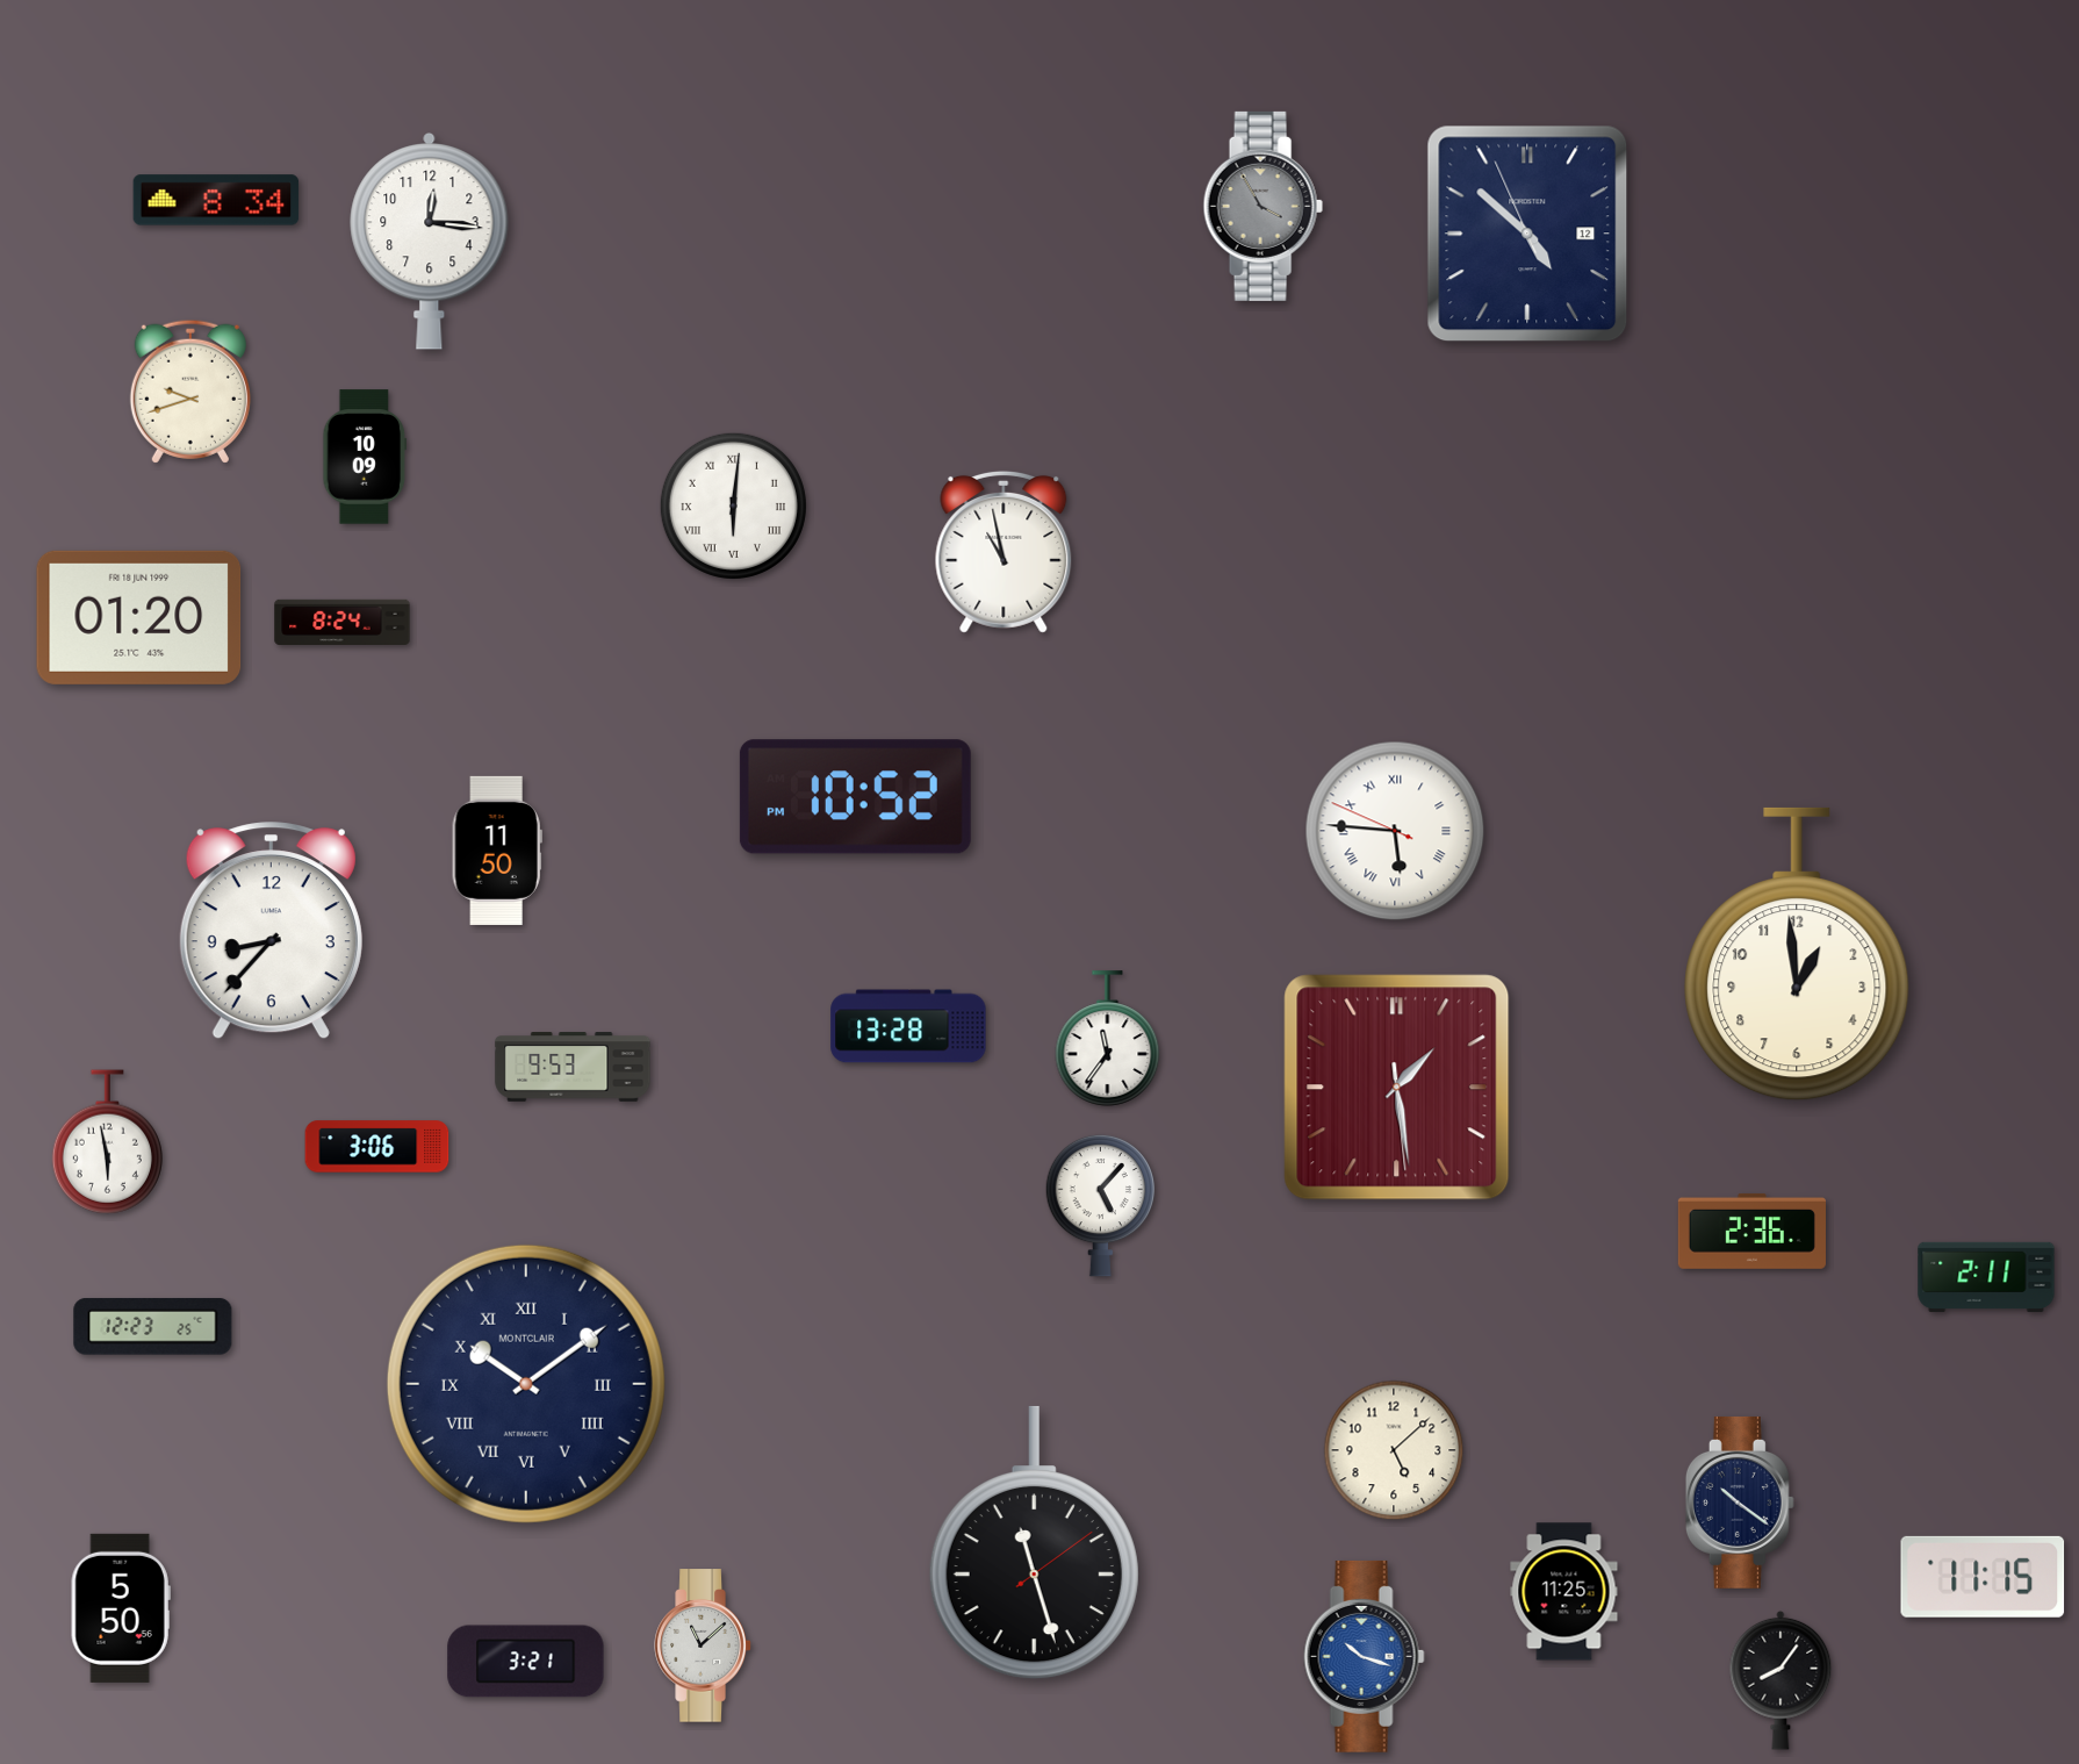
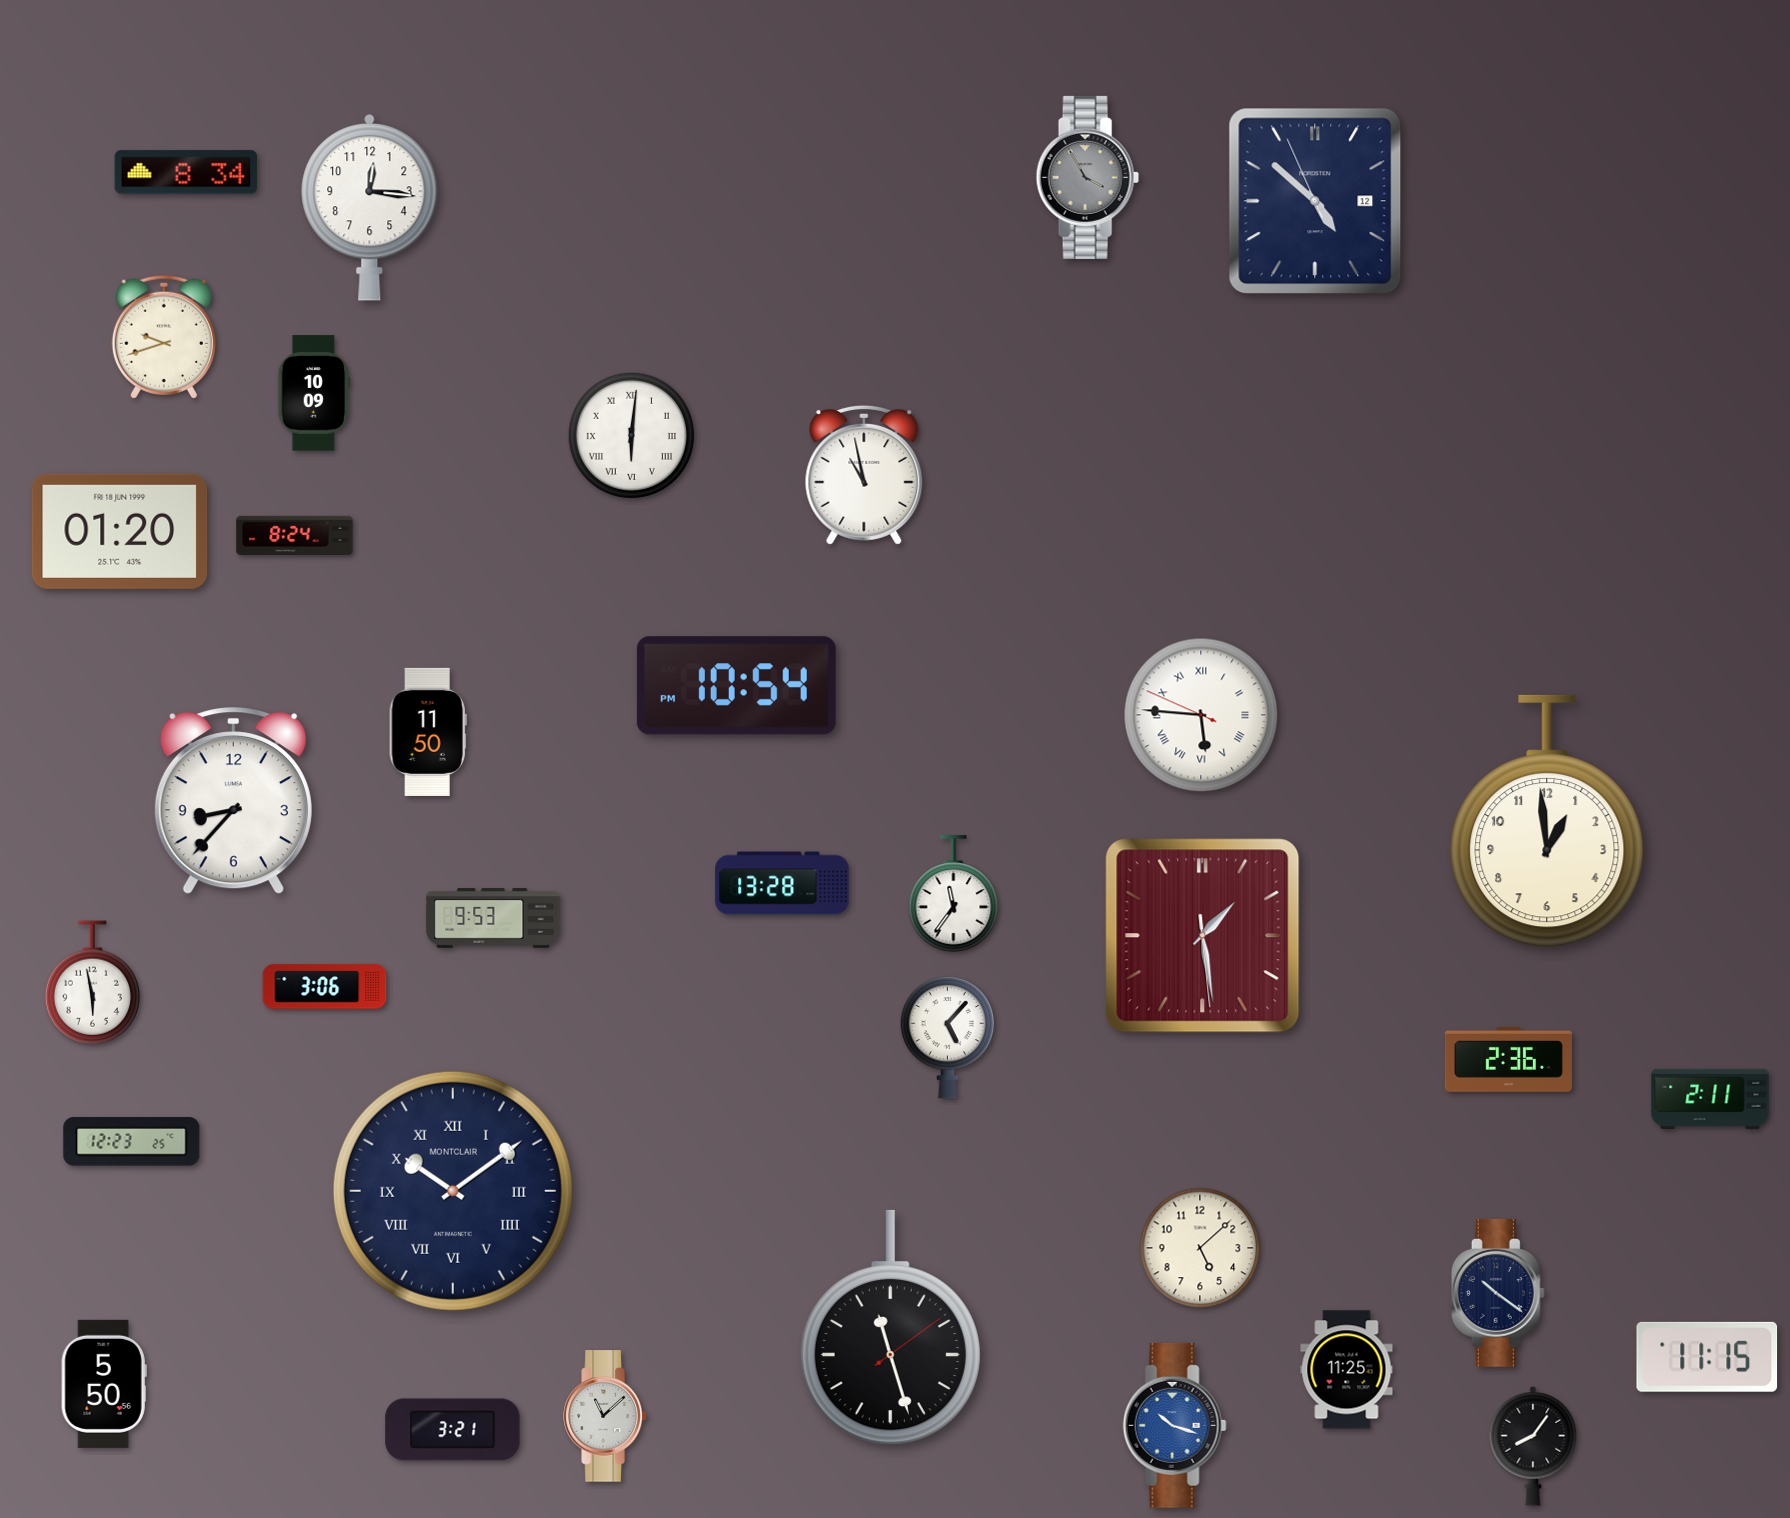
clock at (855, 797): 10:52 -> 10:54
